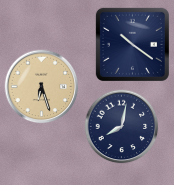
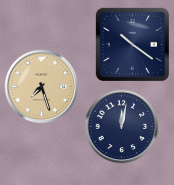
clock at (42, 87): 6:27 -> 7:27
clock at (122, 127): 8:02 -> 12:02
